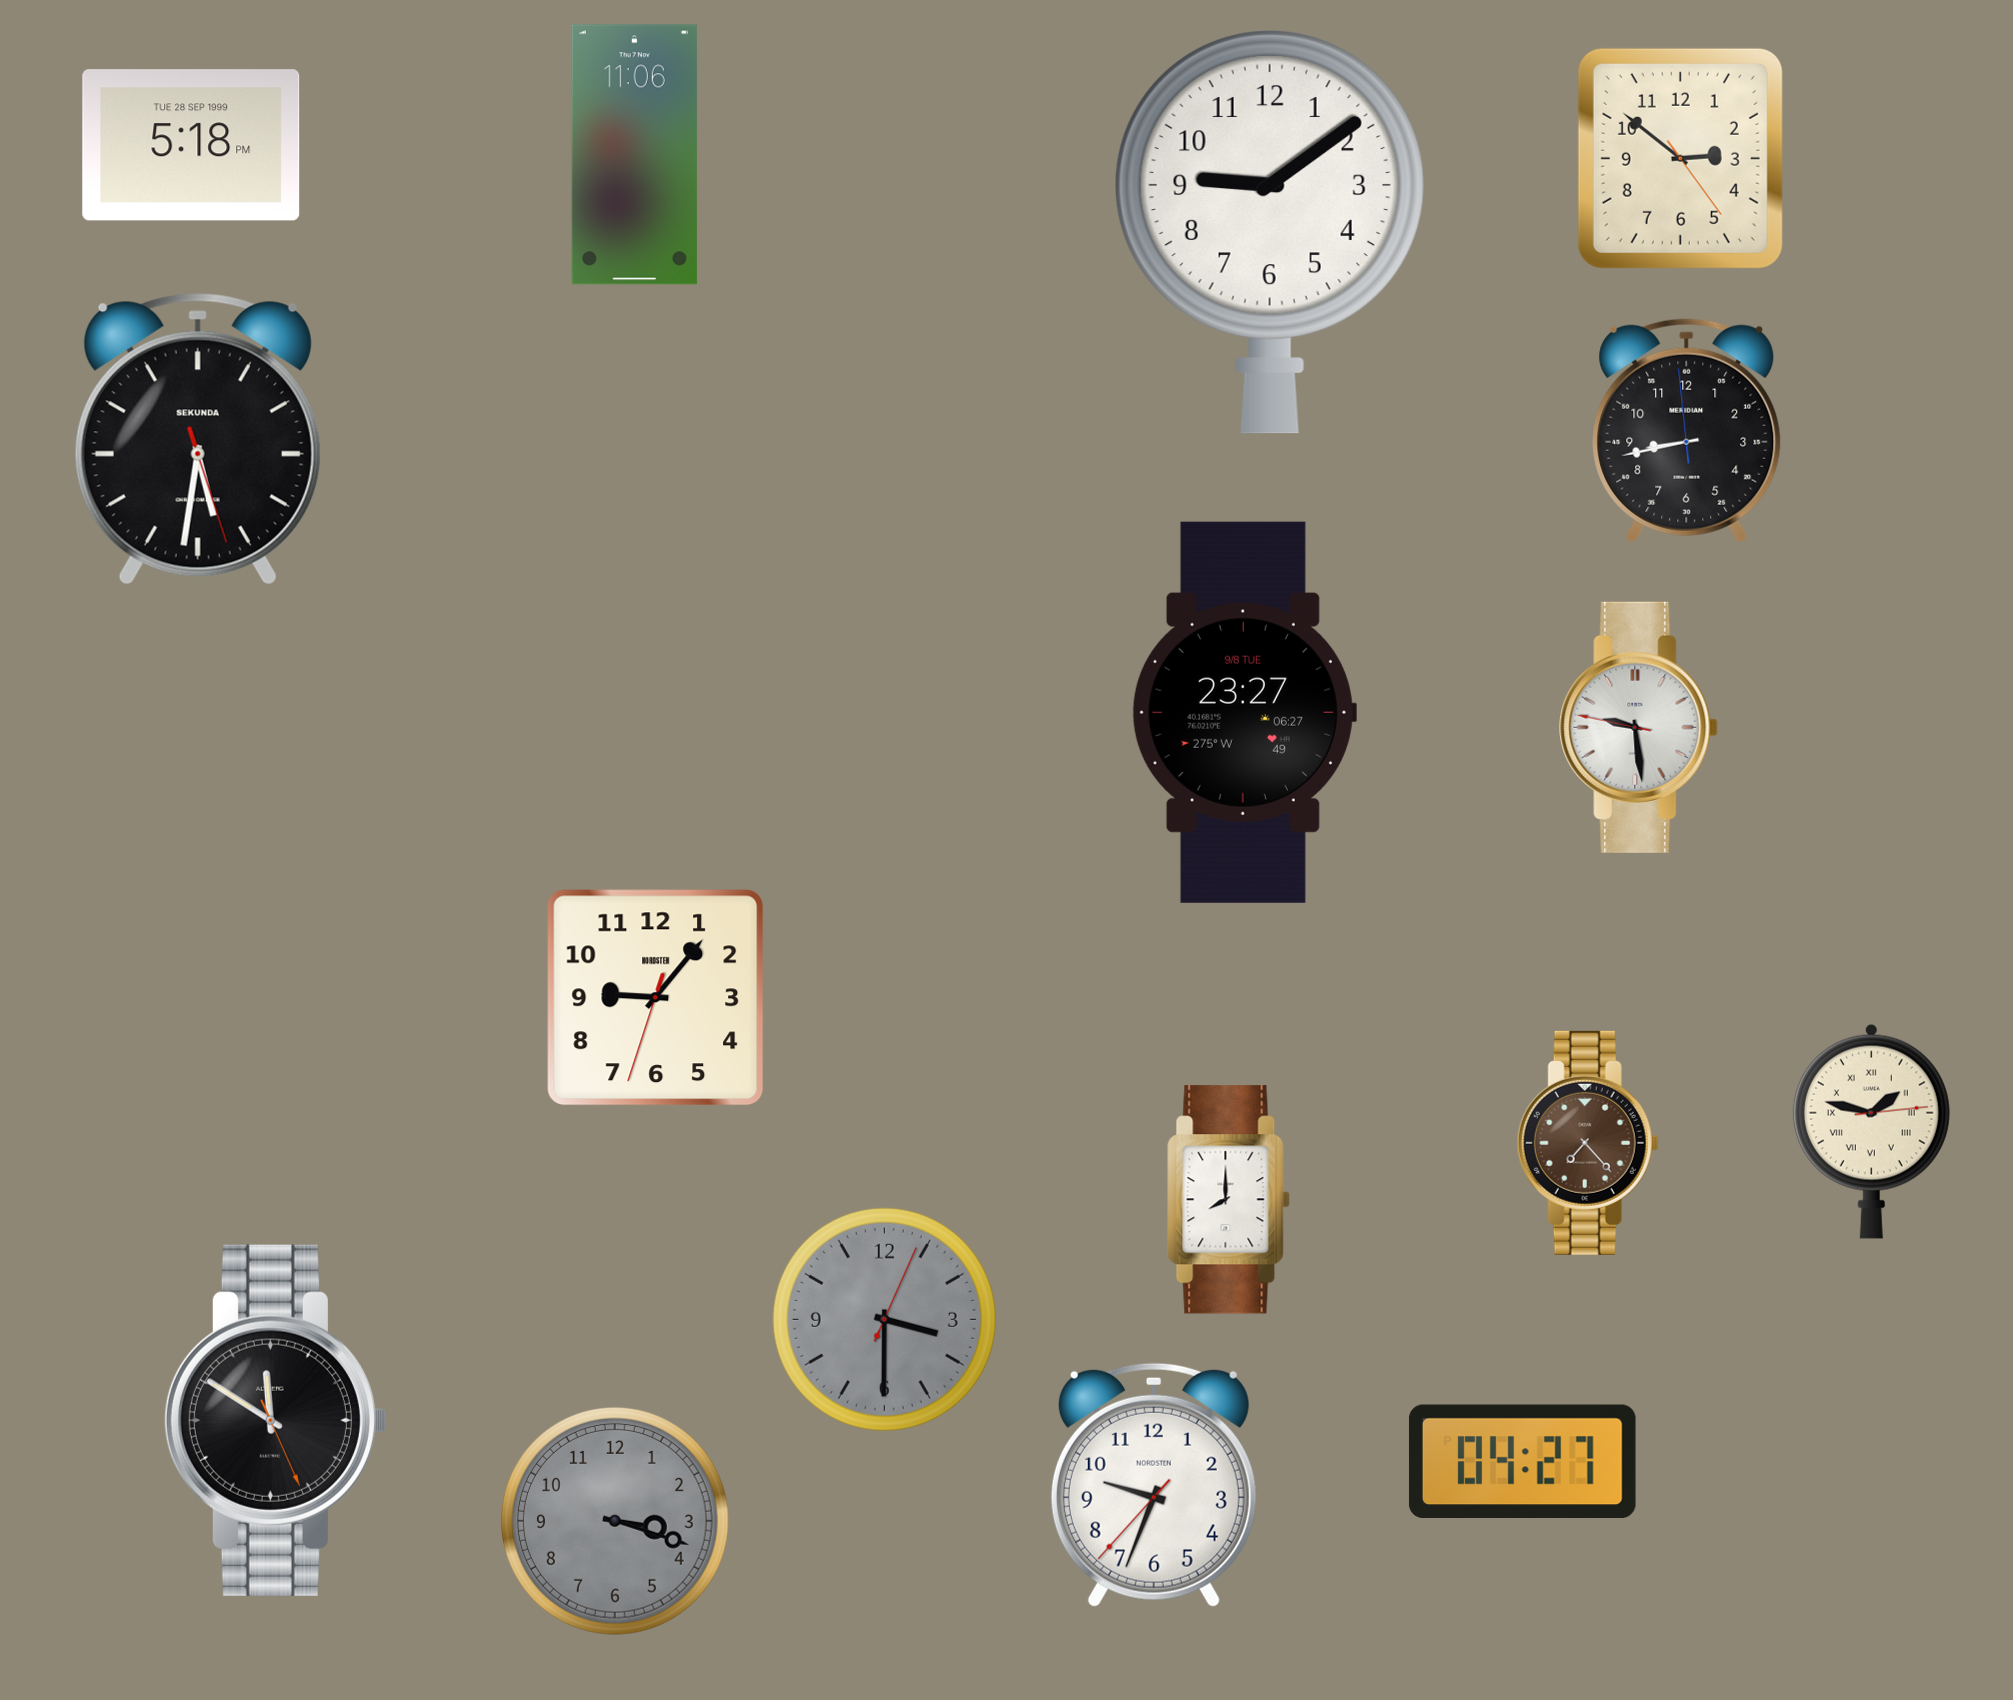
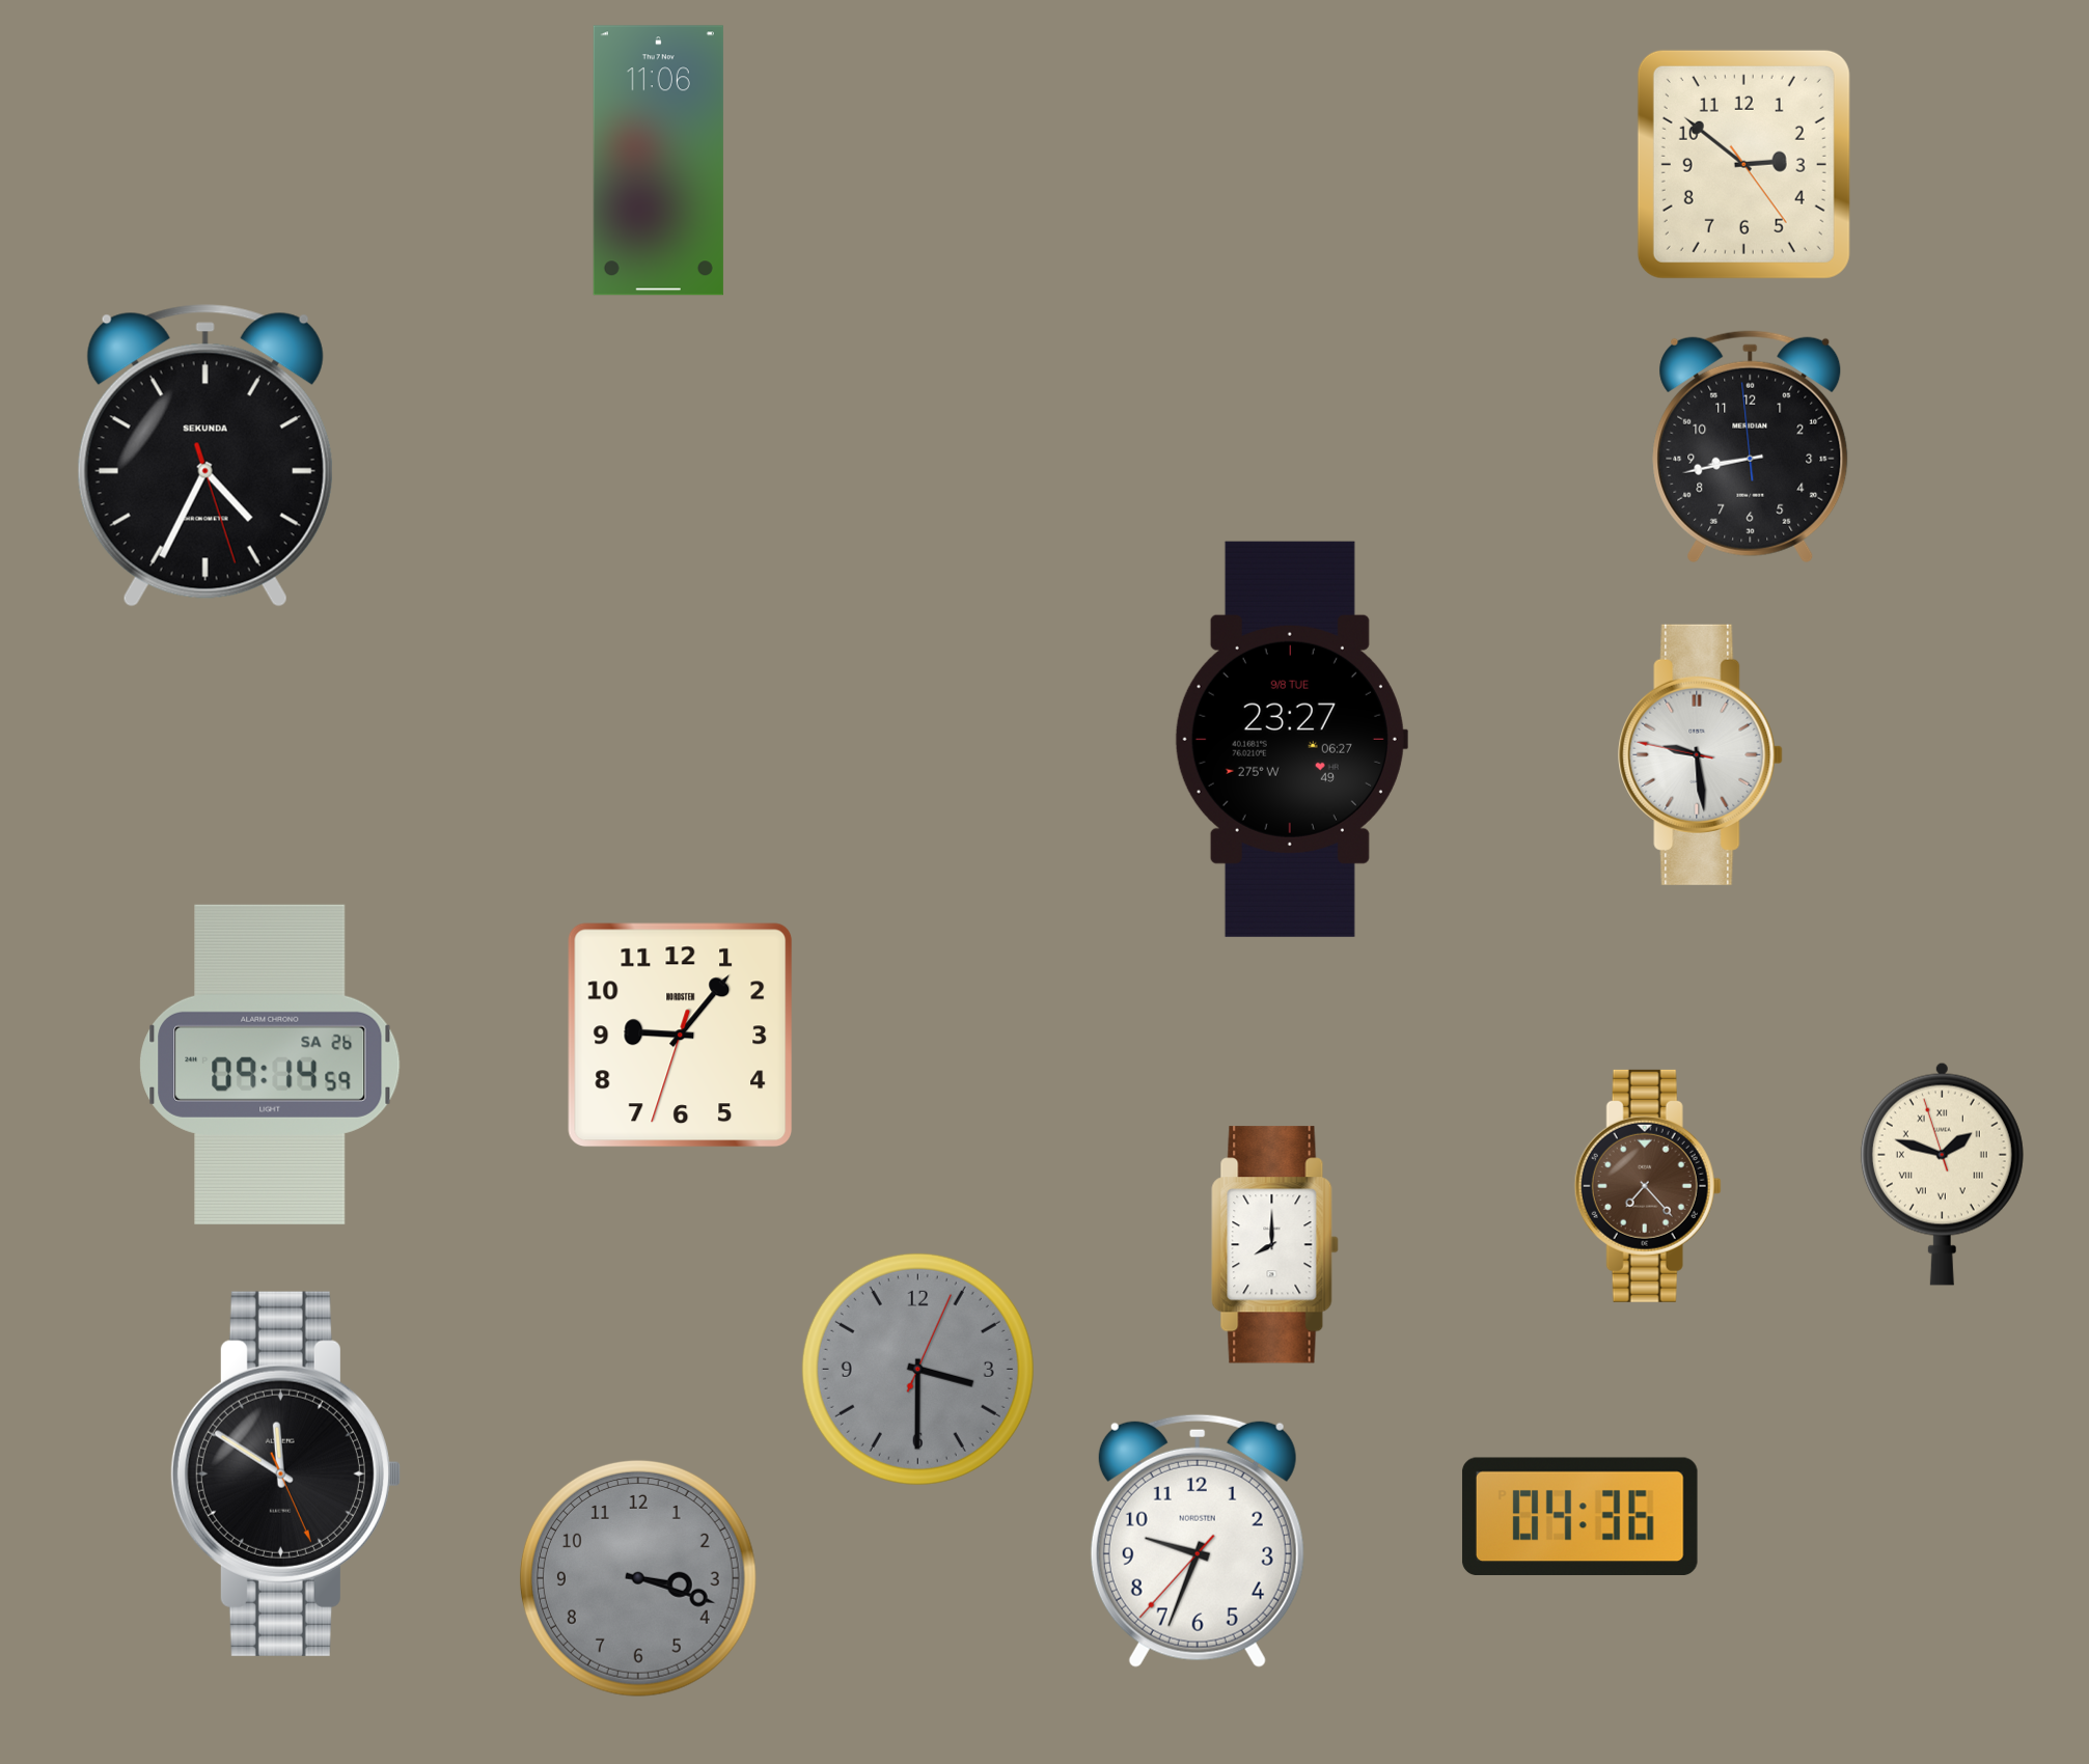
clock at (191, 145): 5:18 -> none
clock at (1270, 232): 9:09 -> none
clock at (198, 439): 5:31 -> 4:34
clock at (270, 1065): none -> 09:14
clock at (1871, 1131): 1:47:14 -> 1:47:57
clock at (1522, 1461): 04:27 -> 04:36
